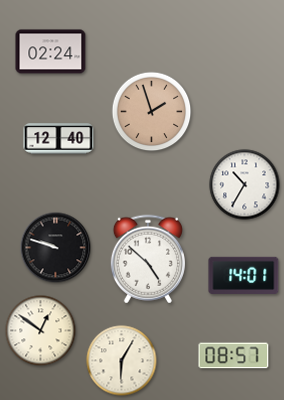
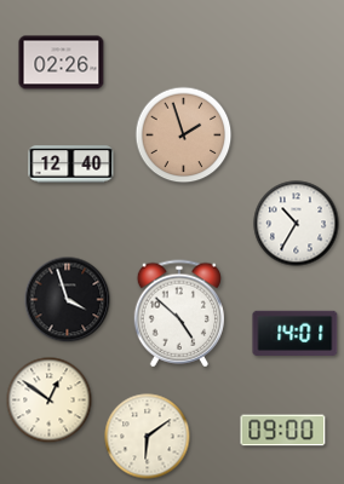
clock at (51, 52): 02:24 -> 02:26
clock at (59, 139) position: (59, 139) -> (71, 165)
clock at (56, 248): 9:48 -> 3:57
clock at (234, 356): 08:57 -> 09:00
clock at (122, 361): 6:05 -> 6:09
